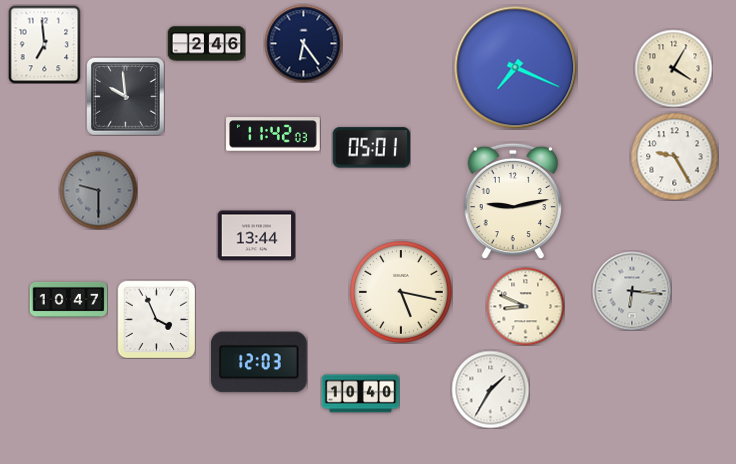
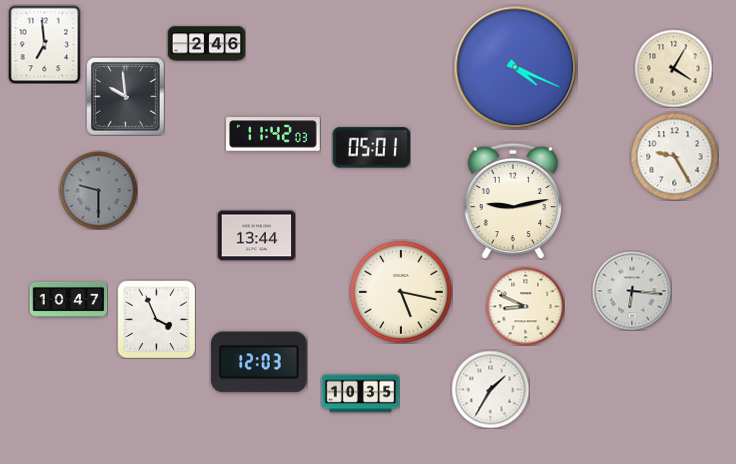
clock at (303, 43): 6:24 -> none
clock at (516, 68): 7:19 -> 4:19
clock at (360, 394): 10:40 -> 10:35
